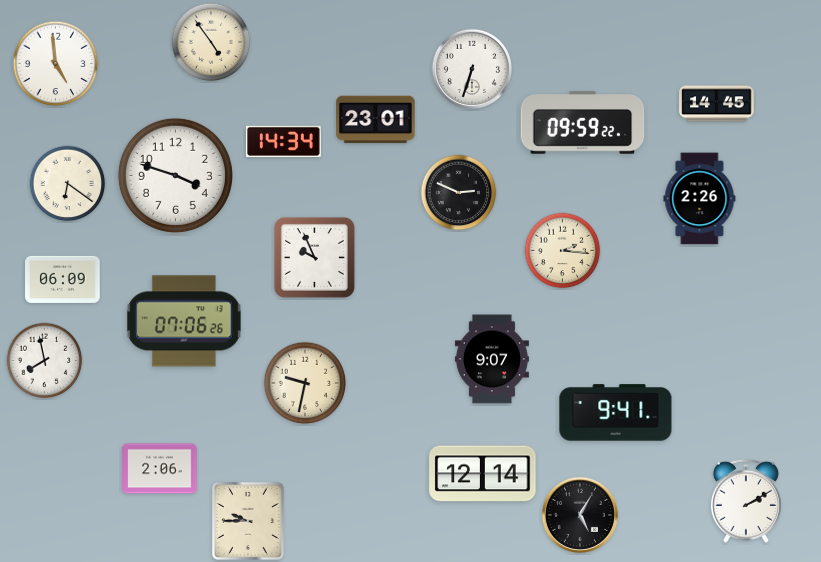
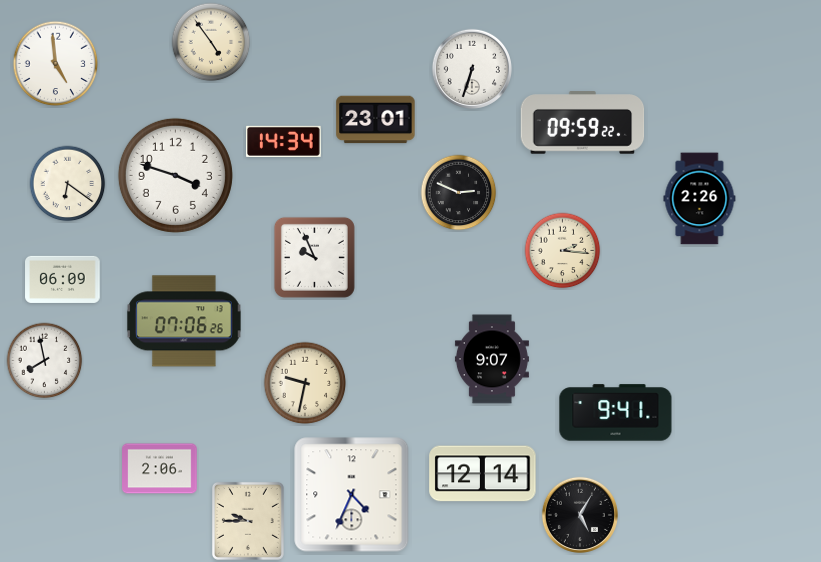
clock at (717, 104): 14:45 -> none
clock at (352, 495): none -> 4:34
clock at (746, 501): 2:10 -> none
